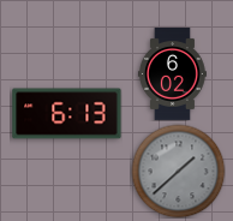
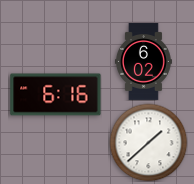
clock at (67, 114): 6:13 -> 6:16
clock at (178, 171) dial: grey -> white
